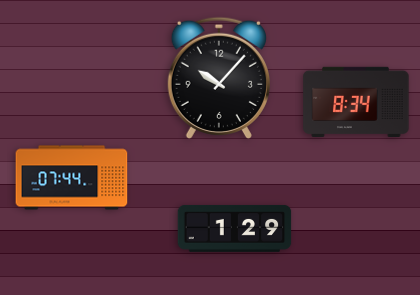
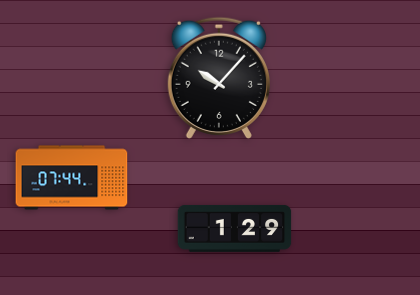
clock at (356, 101): 8:34 -> none
